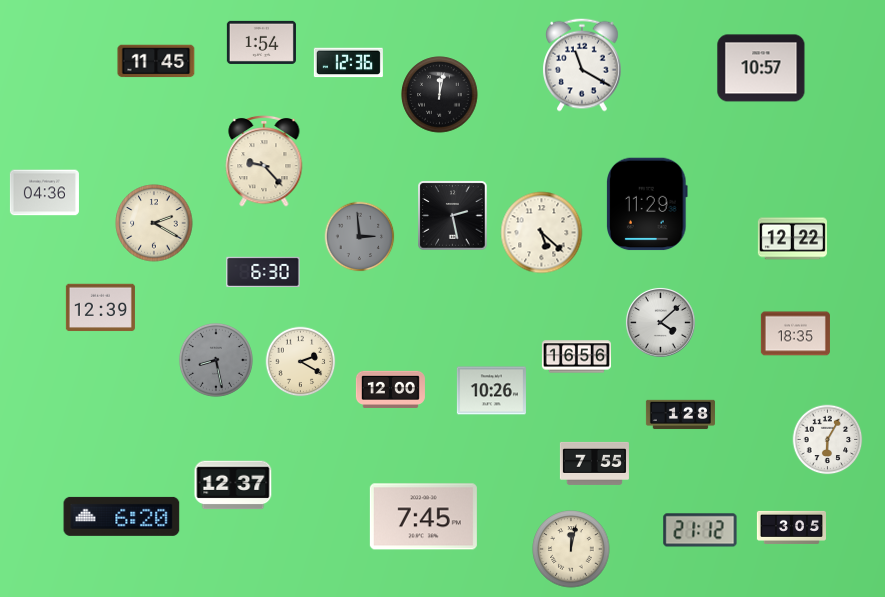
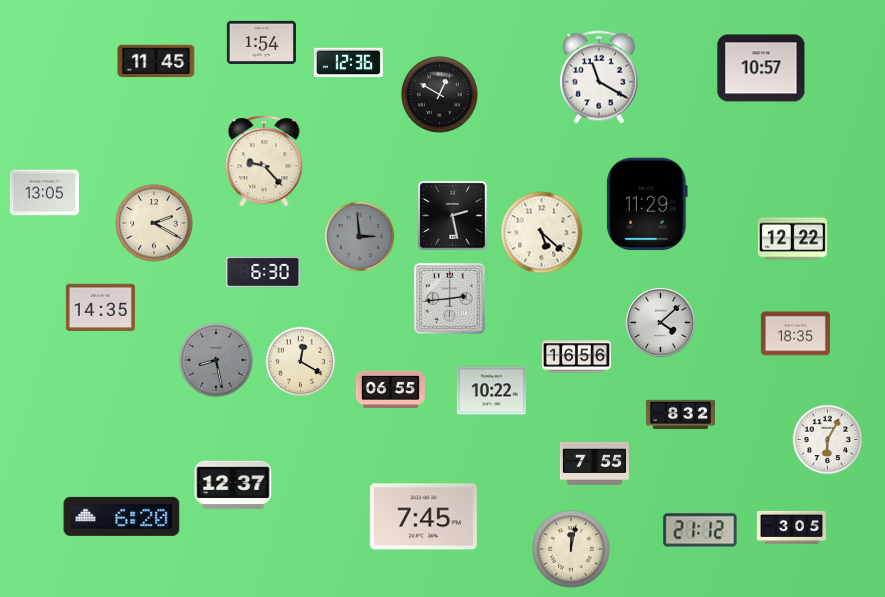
clock at (583, 65) position: (583, 65) -> (600, 77)
clock at (440, 95): 12:02 -> 12:50
clock at (44, 193): 04:36 -> 13:05
clock at (449, 298): none -> 2:44
clock at (100, 308): 12:39 -> 14:35
clock at (301, 362): 2:20 -> 12:20
clock at (390, 389): 12:00 -> 06:55
clock at (491, 391): 10:26 -> 10:22
clock at (680, 415): 1:28 -> 8:32
